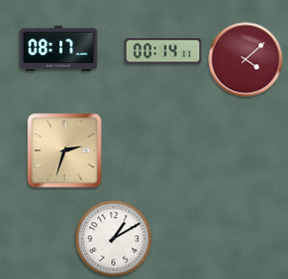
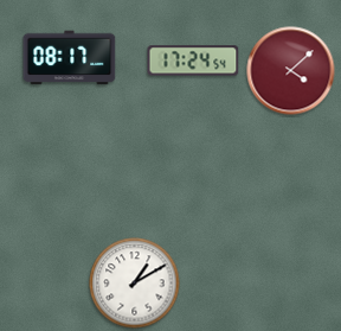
clock at (163, 51): 00:14 -> 17:24
clock at (65, 151): 2:33 -> none
